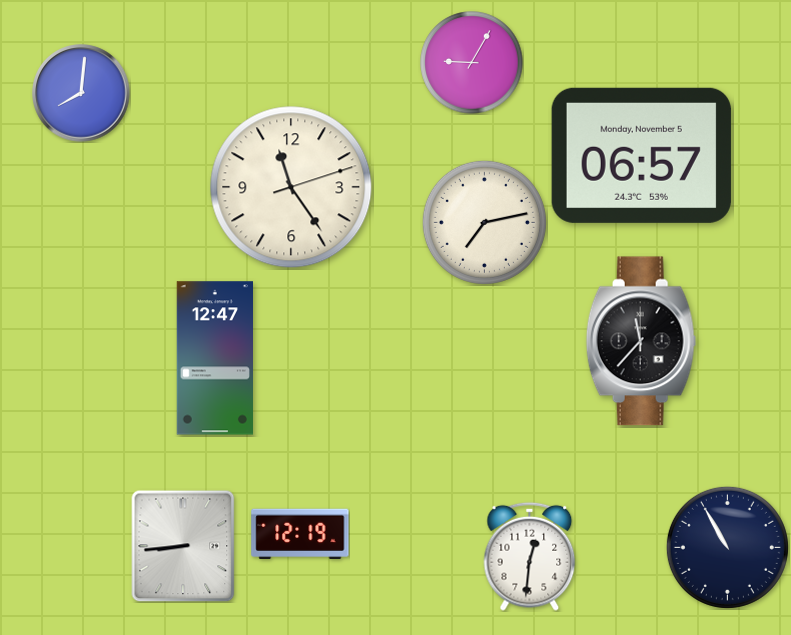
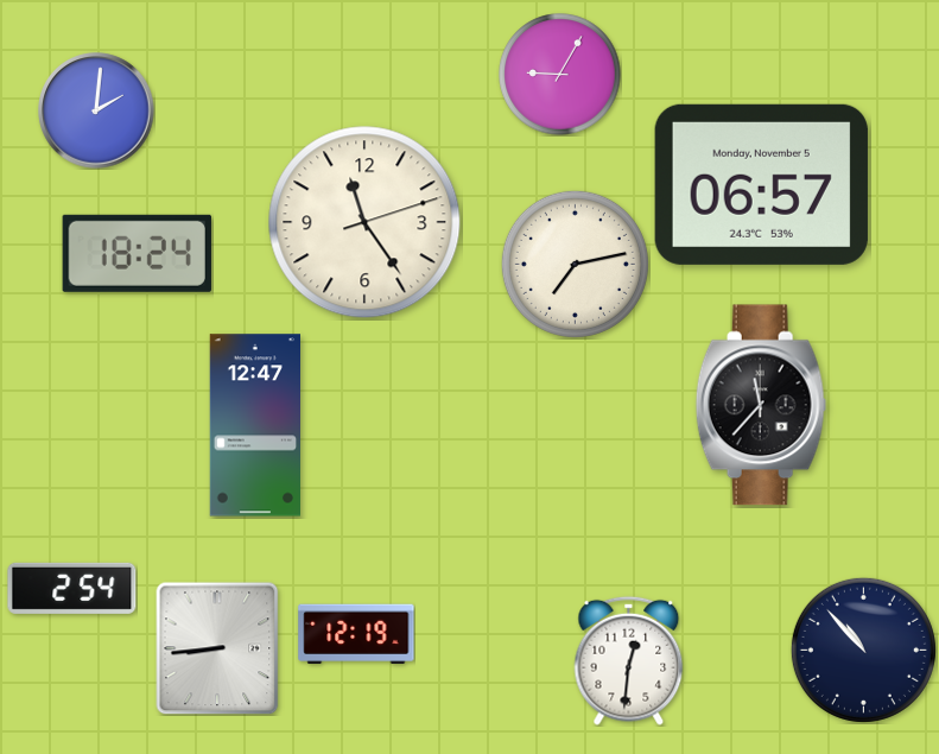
clock at (81, 93): 8:01 -> 2:01
clock at (291, 187) position: (291, 187) -> (364, 222)
clock at (137, 253): none -> 18:24
clock at (72, 588): none -> 2:54
clock at (727, 547): 10:55 -> 10:53
